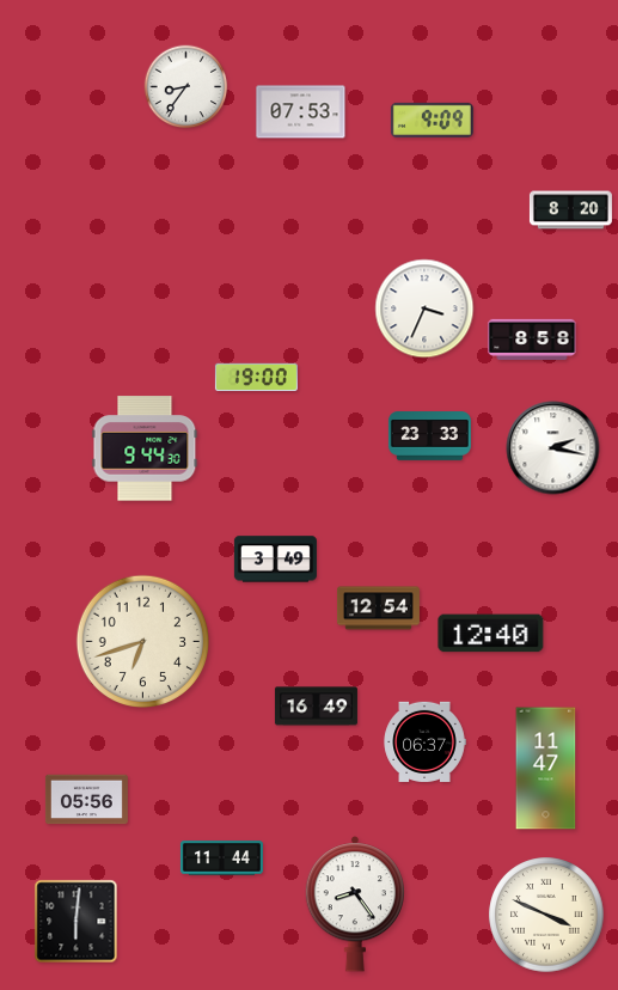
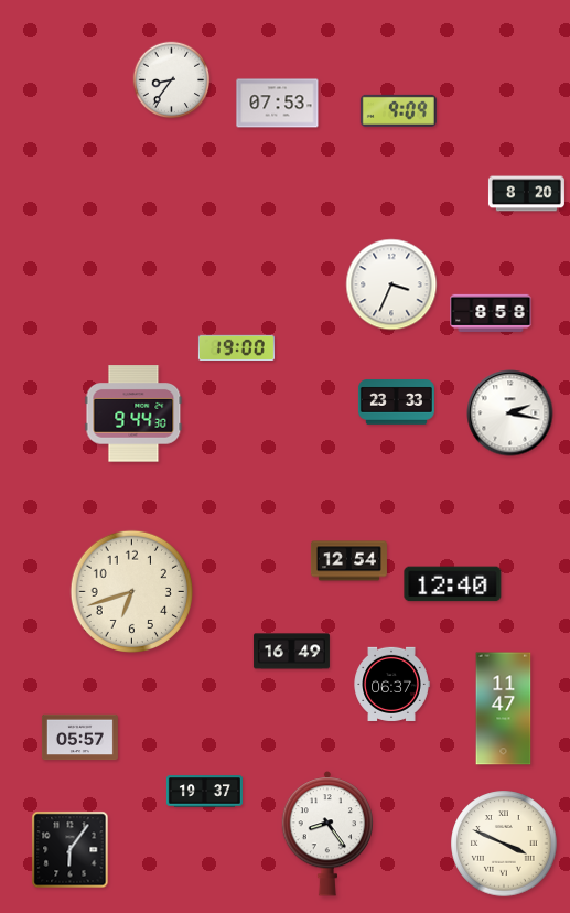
clock at (275, 560): 3:49 -> none
clock at (86, 800): 05:56 -> 05:57
clock at (221, 858): 11:44 -> 19:37
clock at (77, 922): 6:01 -> 6:06
